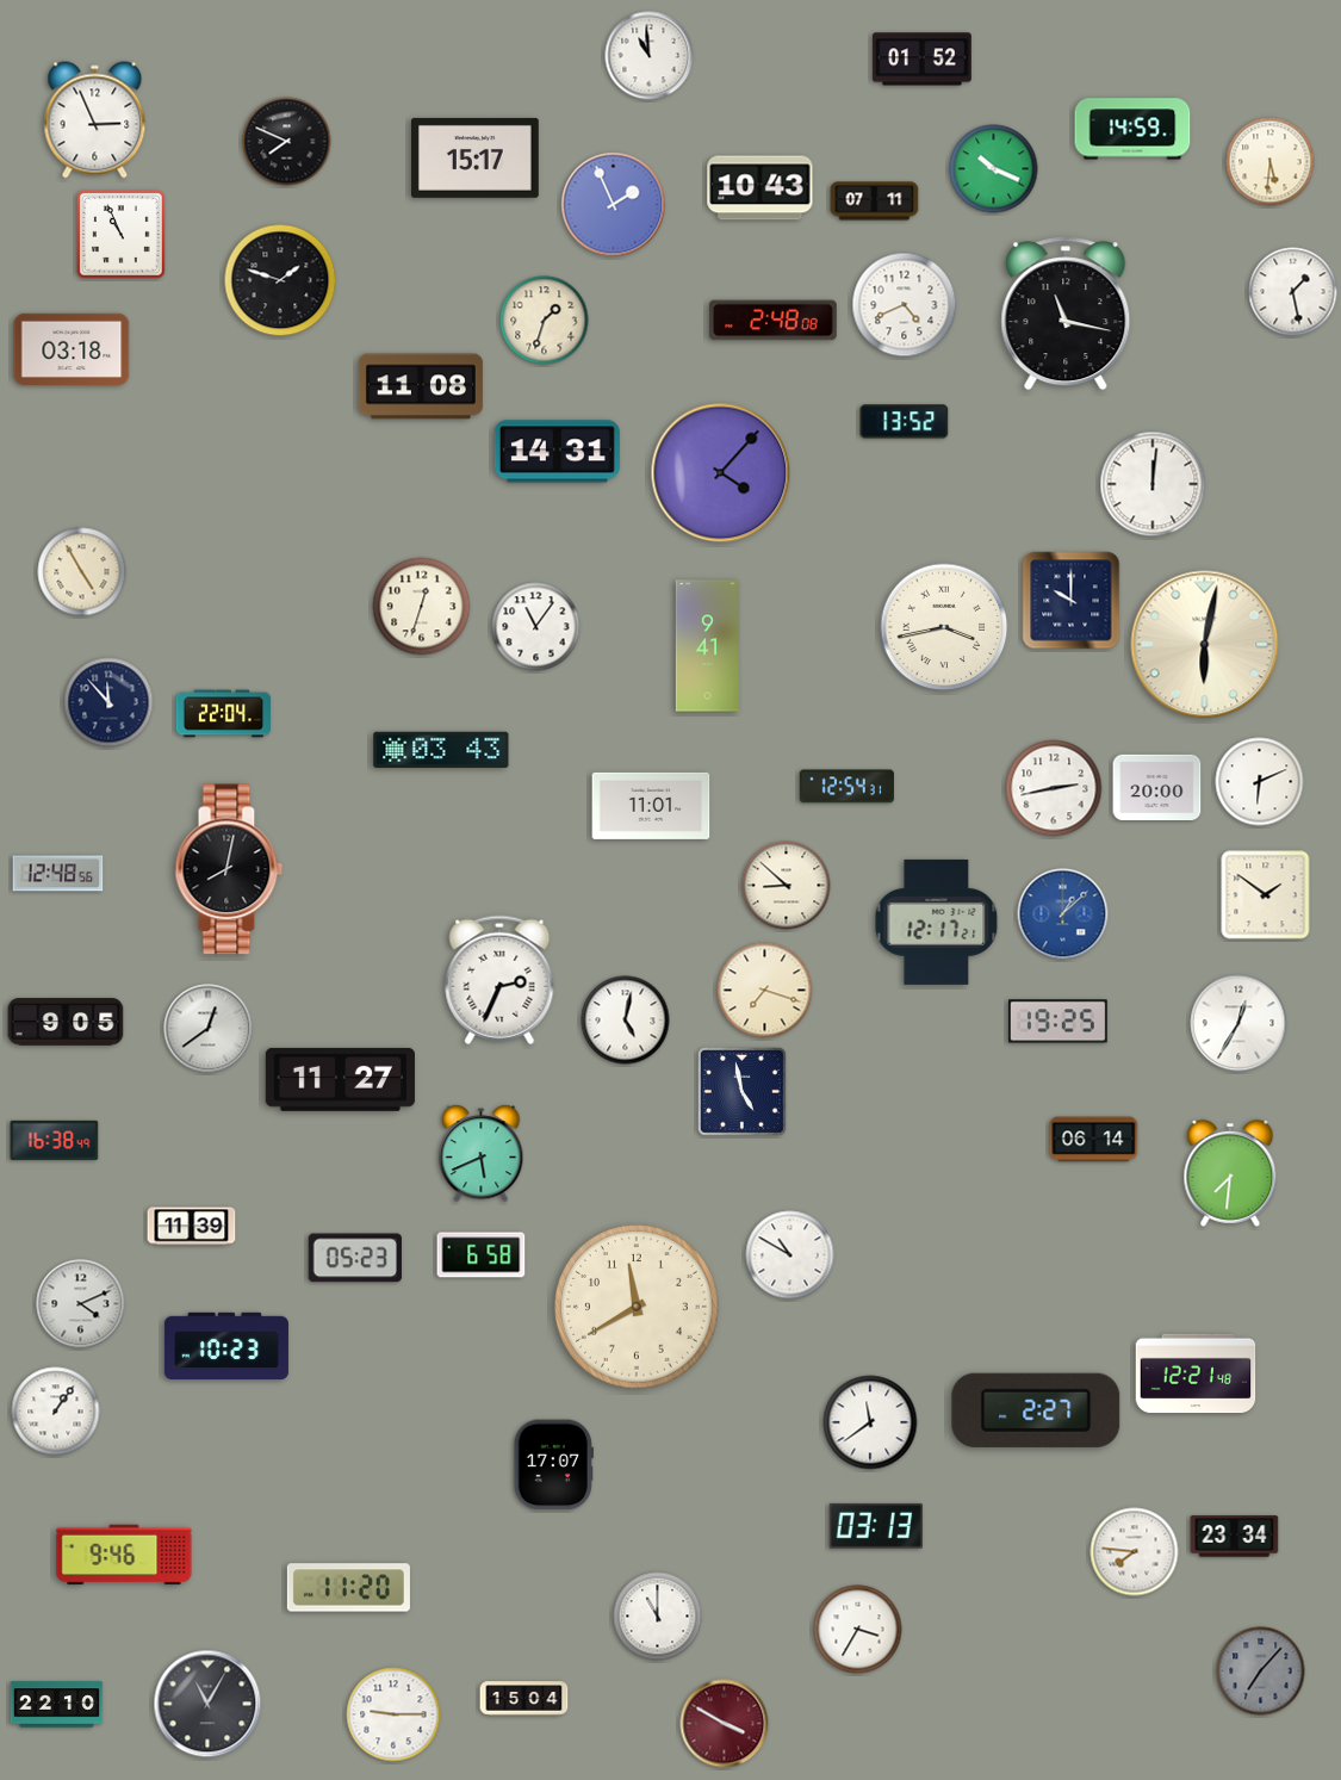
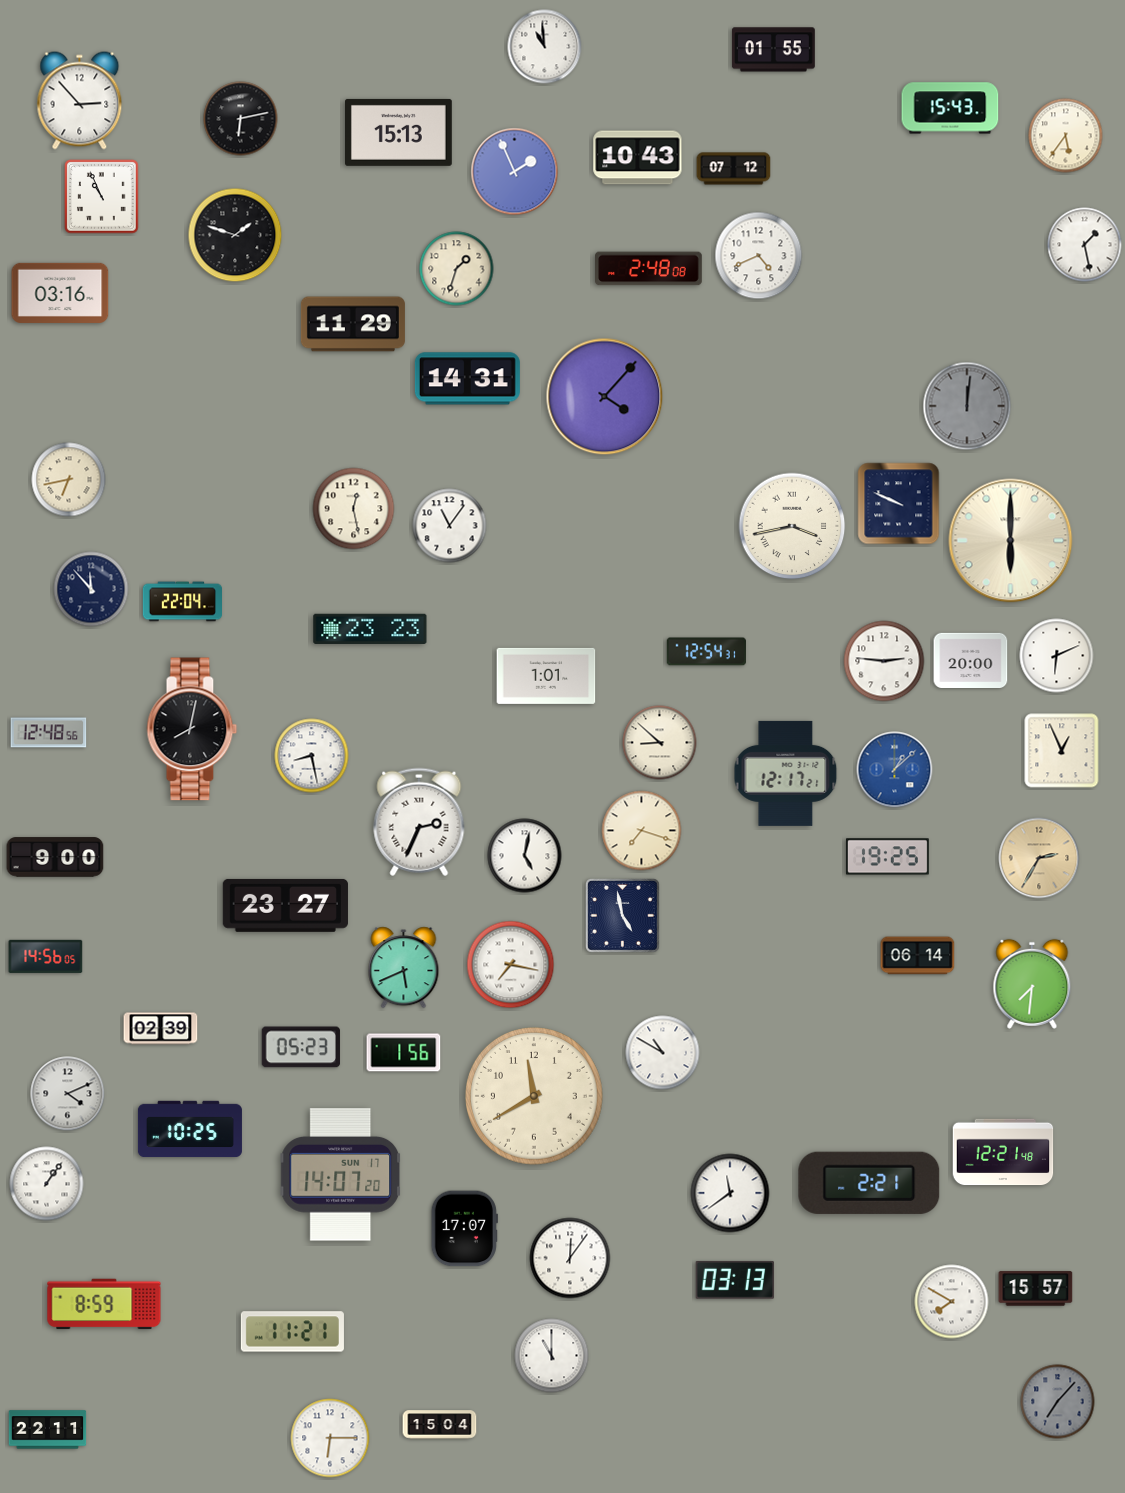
clock at (921, 60): 01:52 -> 01:55
clock at (95, 120): 2:56 -> 2:53
clock at (1132, 129): 14:59 -> 15:43
clock at (287, 142): 7:49 -> 6:13
clock at (476, 157): 15:17 -> 15:13
clock at (1271, 162): 5:31 -> 5:36
clock at (994, 169): 10:19 -> none
clock at (875, 201): 07:11 -> 07:12
clock at (1066, 314): 11:17 -> none
clock at (72, 349): 03:18 -> 03:16
clock at (421, 386): 11:08 -> 11:29
clock at (905, 422): 13:52 -> none
clock at (1153, 484) dial: white -> grey
clock at (82, 572): 4:55 -> 6:43
clock at (1072, 601): 10:00 -> 9:49
clock at (422, 607): 12:33 -> 12:28
clock at (1205, 645): 6:02 -> 6:00
clock at (707, 646): 9:41 -> none
clock at (223, 714) position: (223, 714) -> (182, 602)
clock at (441, 750): 03:43 -> 23:23
clock at (846, 787) position: (846, 787) -> (706, 652)
clock at (1054, 788): 2:43 -> 2:46
clock at (651, 806): 11:01 -> 1:01
clock at (1266, 895): 1:51 -> 12:56
clock at (312, 756): none -> 8:28
clock at (1063, 914) position: (1063, 914) -> (895, 770)
clock at (66, 1022): 9:05 -> 9:00
clock at (1238, 1023): 12:35 -> 2:35
clock at (1238, 1023) dial: white -> champagne
clock at (209, 1029): 12:39 -> none
clock at (340, 1079): 11:27 -> 23:27
clock at (55, 1140): 16:38 -> 14:56
clock at (511, 965): none -> 7:17
clock at (192, 1227): 11:39 -> 02:39
clock at (482, 1255): 6:58 -> 1:56
clock at (355, 1258) position: (355, 1258) -> (301, 1047)
clock at (226, 1346): 10:23 -> 10:25
clock at (341, 1175): none -> 14:07
clock at (1036, 1410): 2:27 -> 2:21
clock at (570, 1258): none -> 12:06
clock at (1235, 1537): 23:34 -> 15:57
clock at (1135, 1552): 7:46 -> 7:50
clock at (124, 1555): 9:46 -> 8:59
clock at (348, 1588): 11:20 -> 11:21
clock at (858, 1630): 3:35 -> none
clock at (207, 1704): 11:05 -> none
clock at (57, 1705): 22:10 -> 22:11
clock at (393, 1714): 9:15 -> 6:15
clock at (725, 1724): 3:50 -> none
